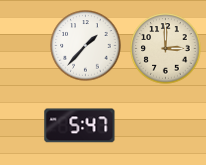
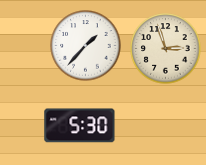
clock at (166, 49): 3:00 -> 2:57
clock at (80, 126): 5:47 -> 5:30
